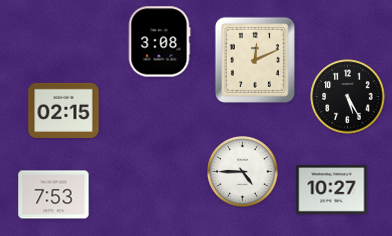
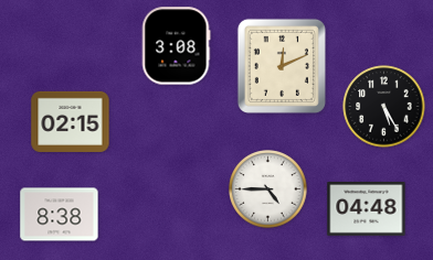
clock at (332, 190): 10:27 -> 04:48
clock at (54, 195): 7:53 -> 8:38
